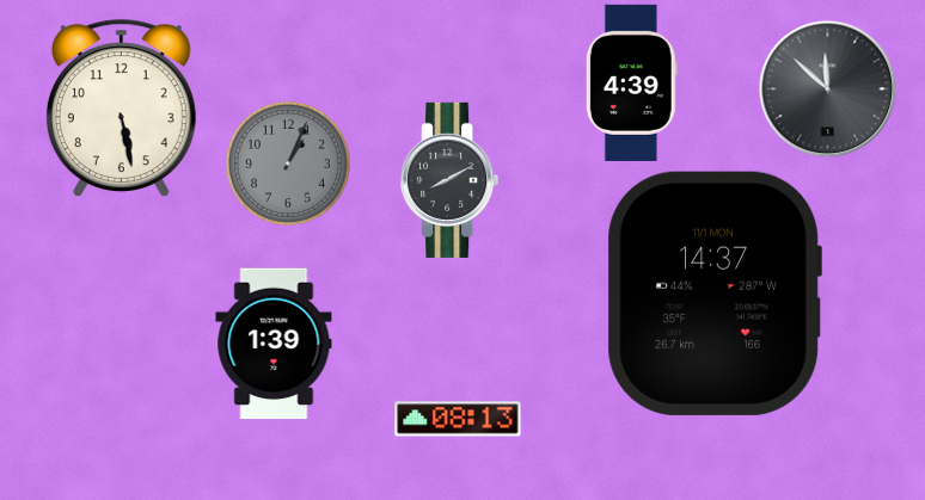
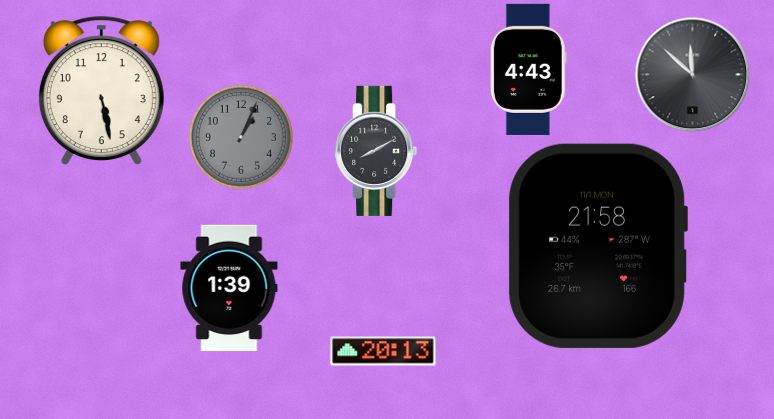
clock at (631, 82): 4:39 -> 4:43
clock at (715, 294): 14:37 -> 21:58
clock at (458, 419): 08:13 -> 20:13
